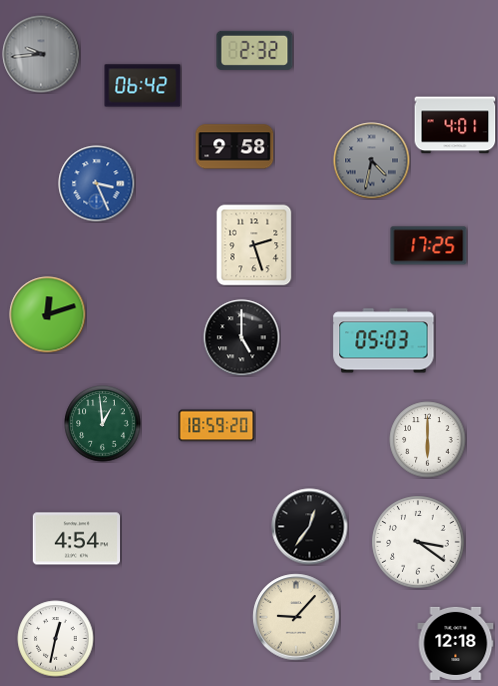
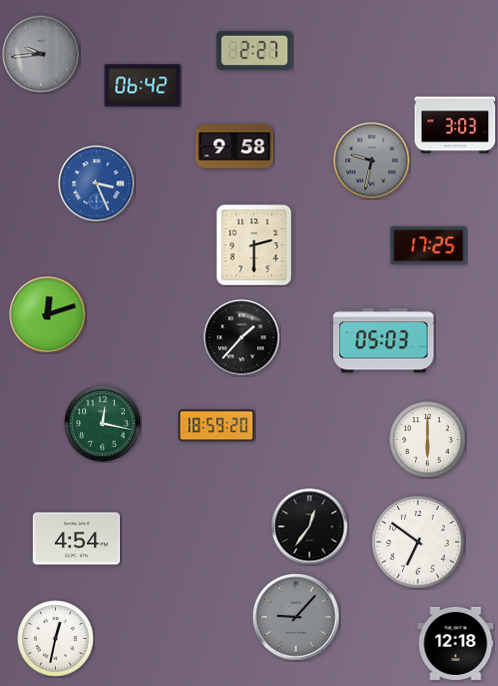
clock at (255, 50): 2:32 -> 2:27
clock at (455, 125): 4:01 -> 3:03
clock at (372, 161): 4:32 -> 9:32
clock at (254, 245): 2:27 -> 2:30
clock at (242, 338): 5:00 -> 1:37
clock at (103, 424): 12:59 -> 12:17
clock at (418, 542): 3:21 -> 6:51
clock at (296, 617) dial: cream -> grey
